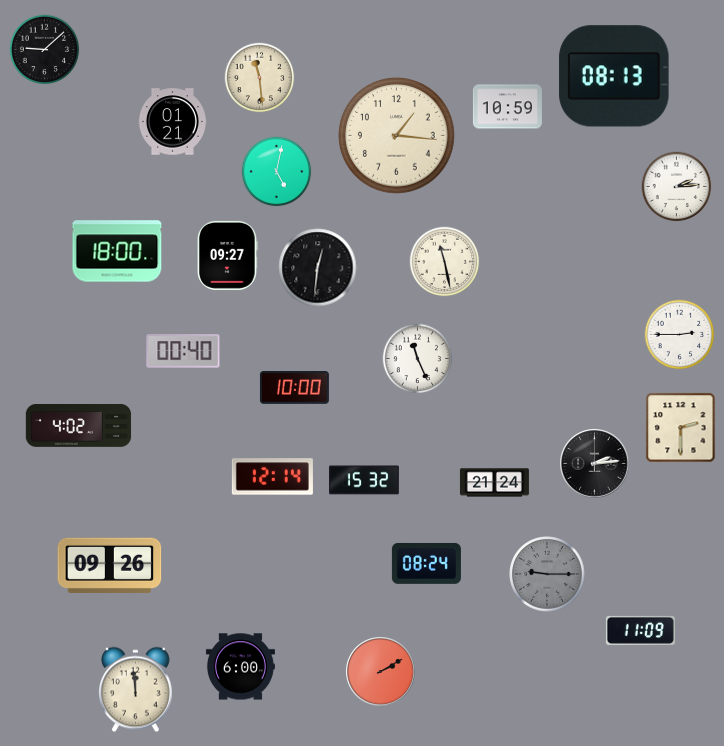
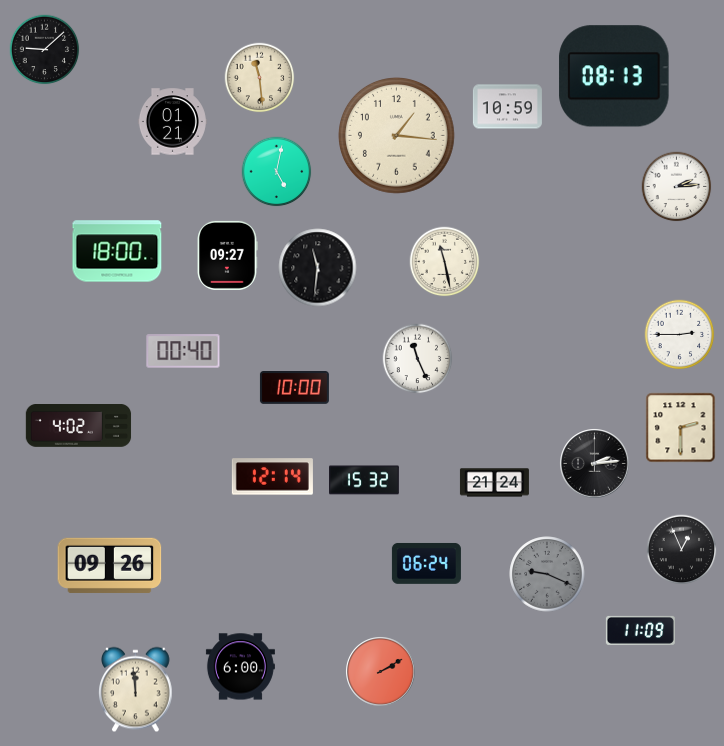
clock at (318, 268): 12:31 -> 11:31
clock at (682, 550): none -> 12:56
clock at (426, 563): 08:24 -> 06:24
clock at (547, 574): 9:15 -> 9:19
